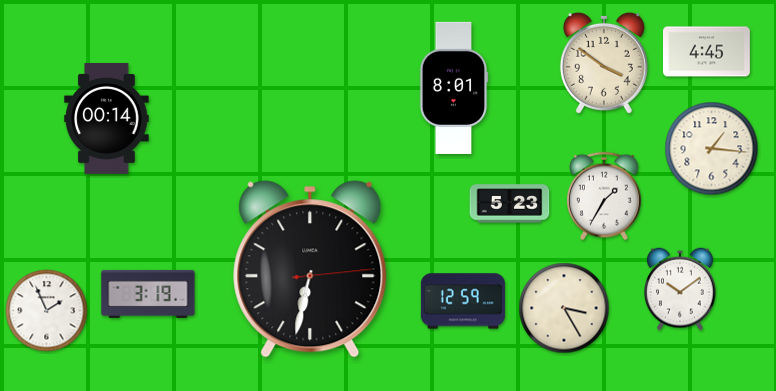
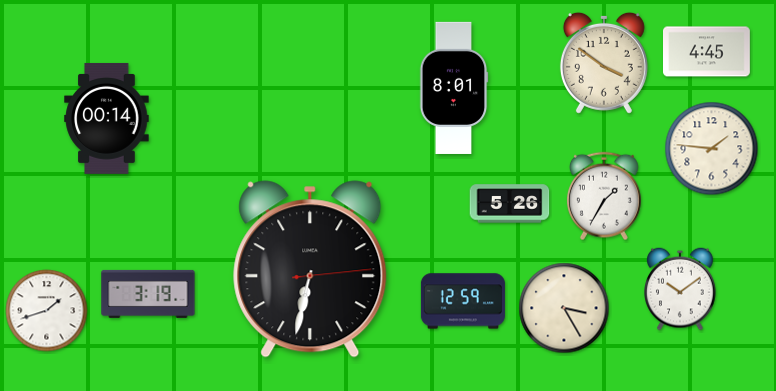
clock at (712, 149): 1:16 -> 1:46
clock at (510, 204): 5:23 -> 5:26
clock at (47, 311): 1:56 -> 1:42
